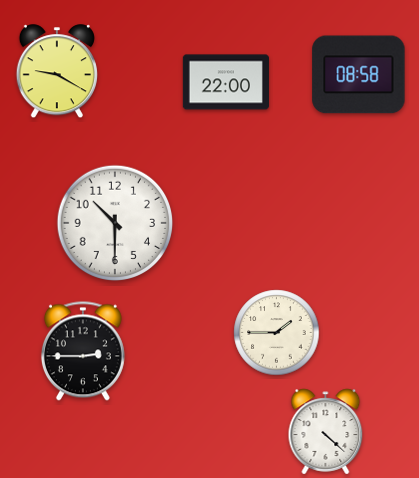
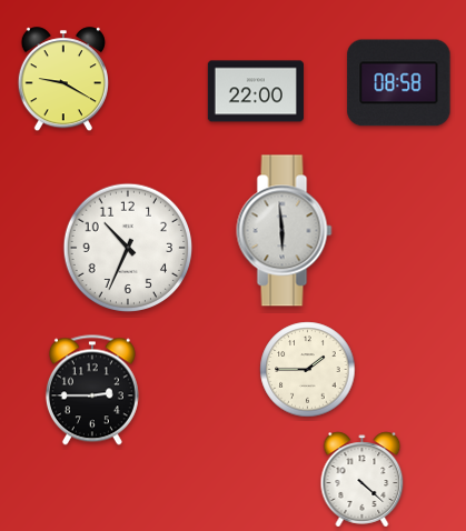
clock at (226, 82) position: (226, 82) -> (256, 91)
clock at (285, 231): none -> 5:59
clock at (115, 223): 10:30 -> 10:34
